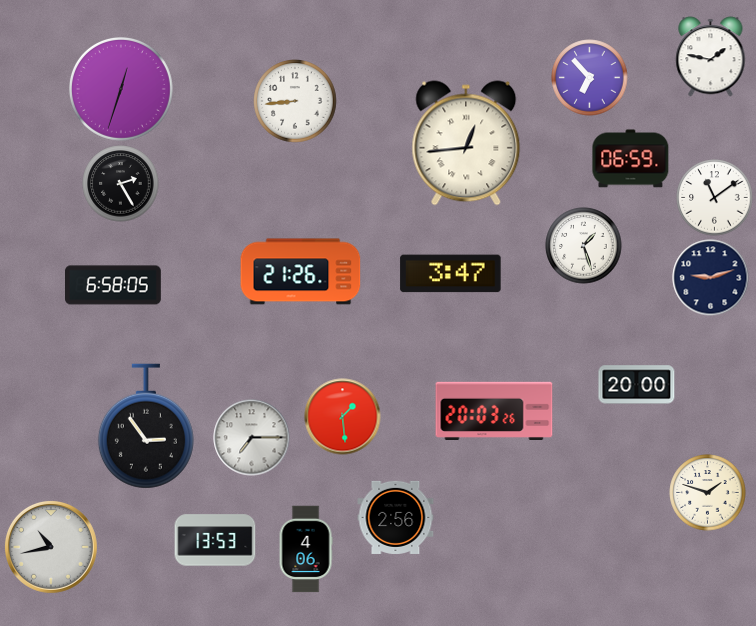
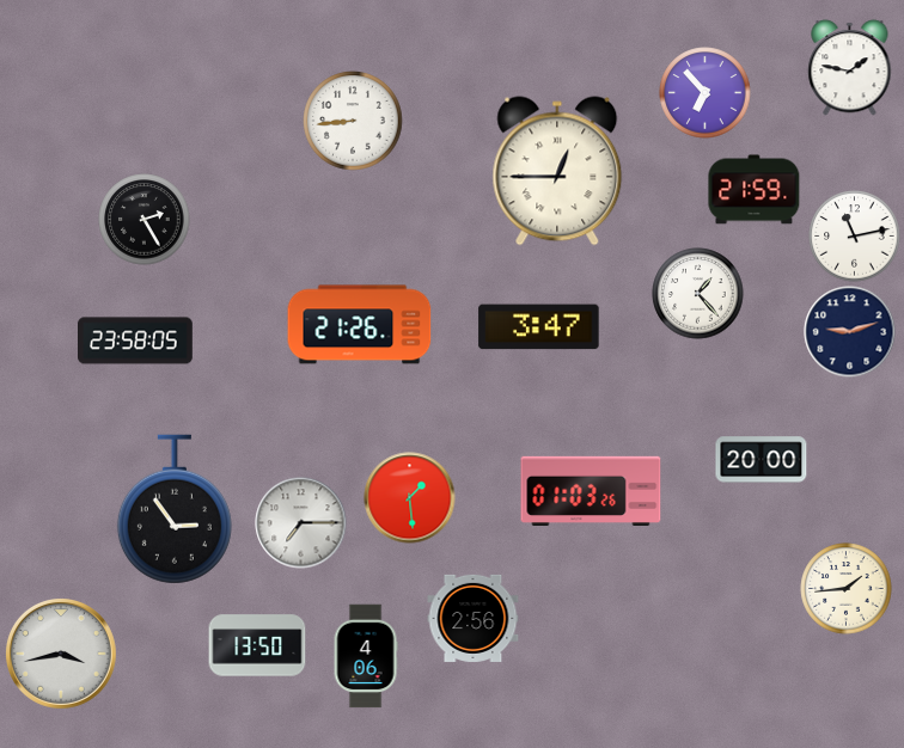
clock at (121, 89): 12:33 -> none
clock at (466, 143): 12:44 -> 12:45
clock at (631, 159): 06:59 -> 21:59
clock at (715, 198): 11:09 -> 11:13
clock at (584, 246): 1:27 -> 1:23
clock at (114, 285): 6:58 -> 23:58
clock at (494, 410): 20:03 -> 01:03
clock at (708, 493): 1:48 -> 1:44
clock at (215, 540): 13:53 -> 13:50
clock at (51, 547): 10:43 -> 3:43
